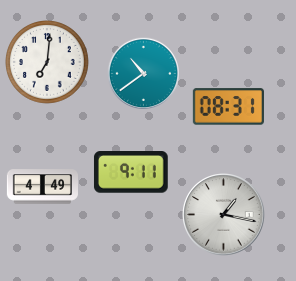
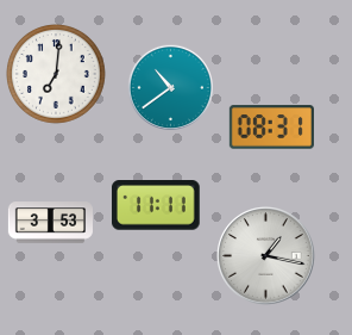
clock at (131, 173): 9:11 -> 11:11
clock at (42, 187): 4:49 -> 3:53
